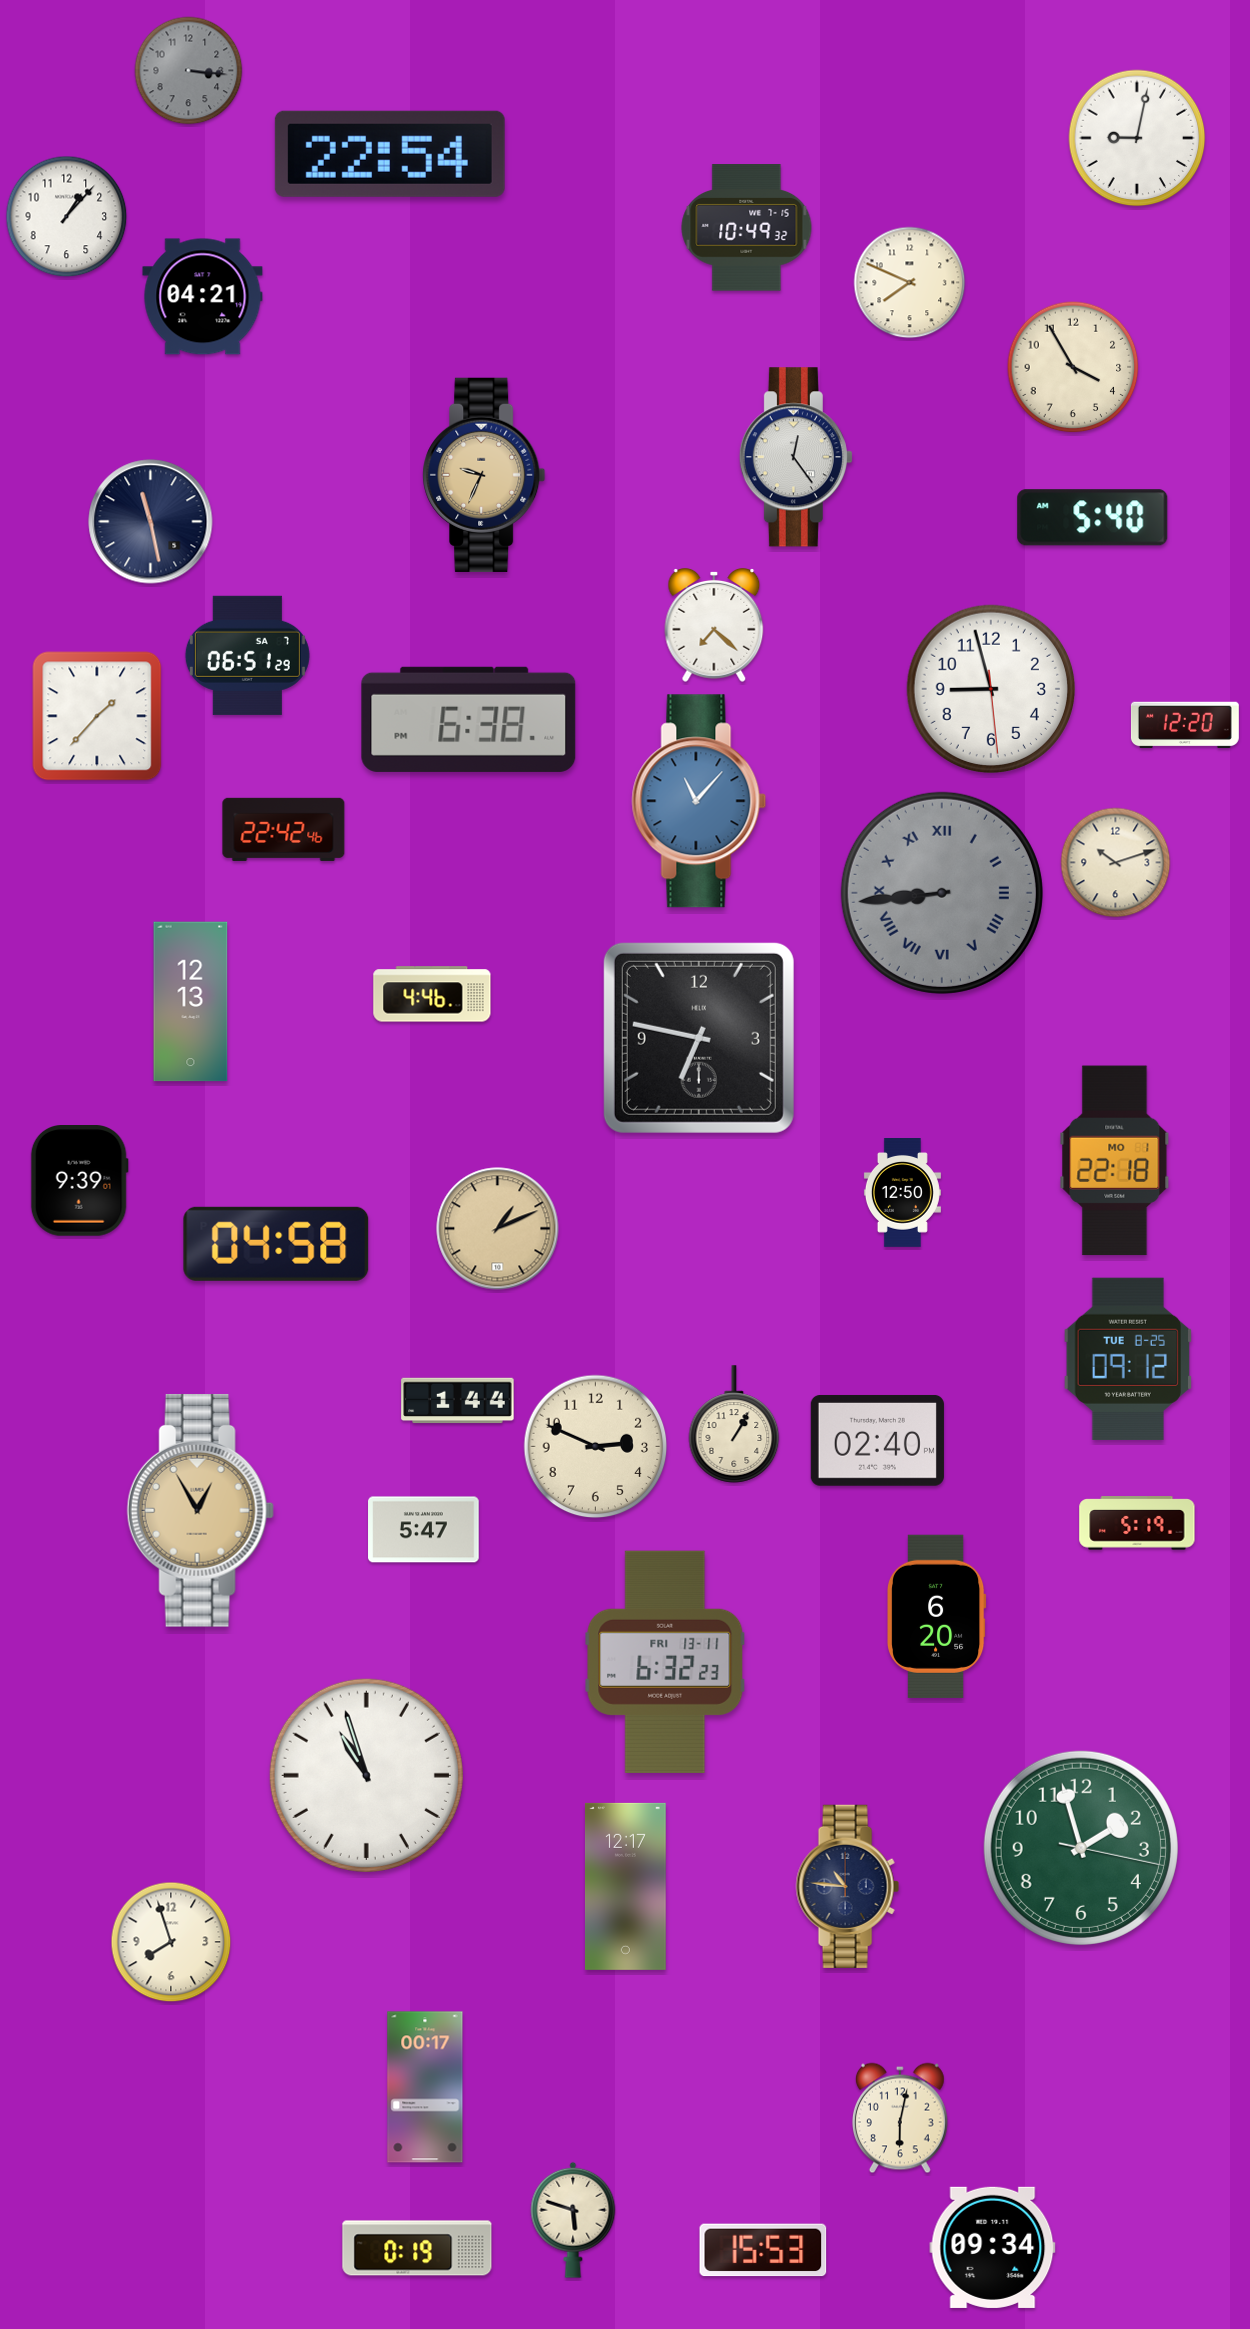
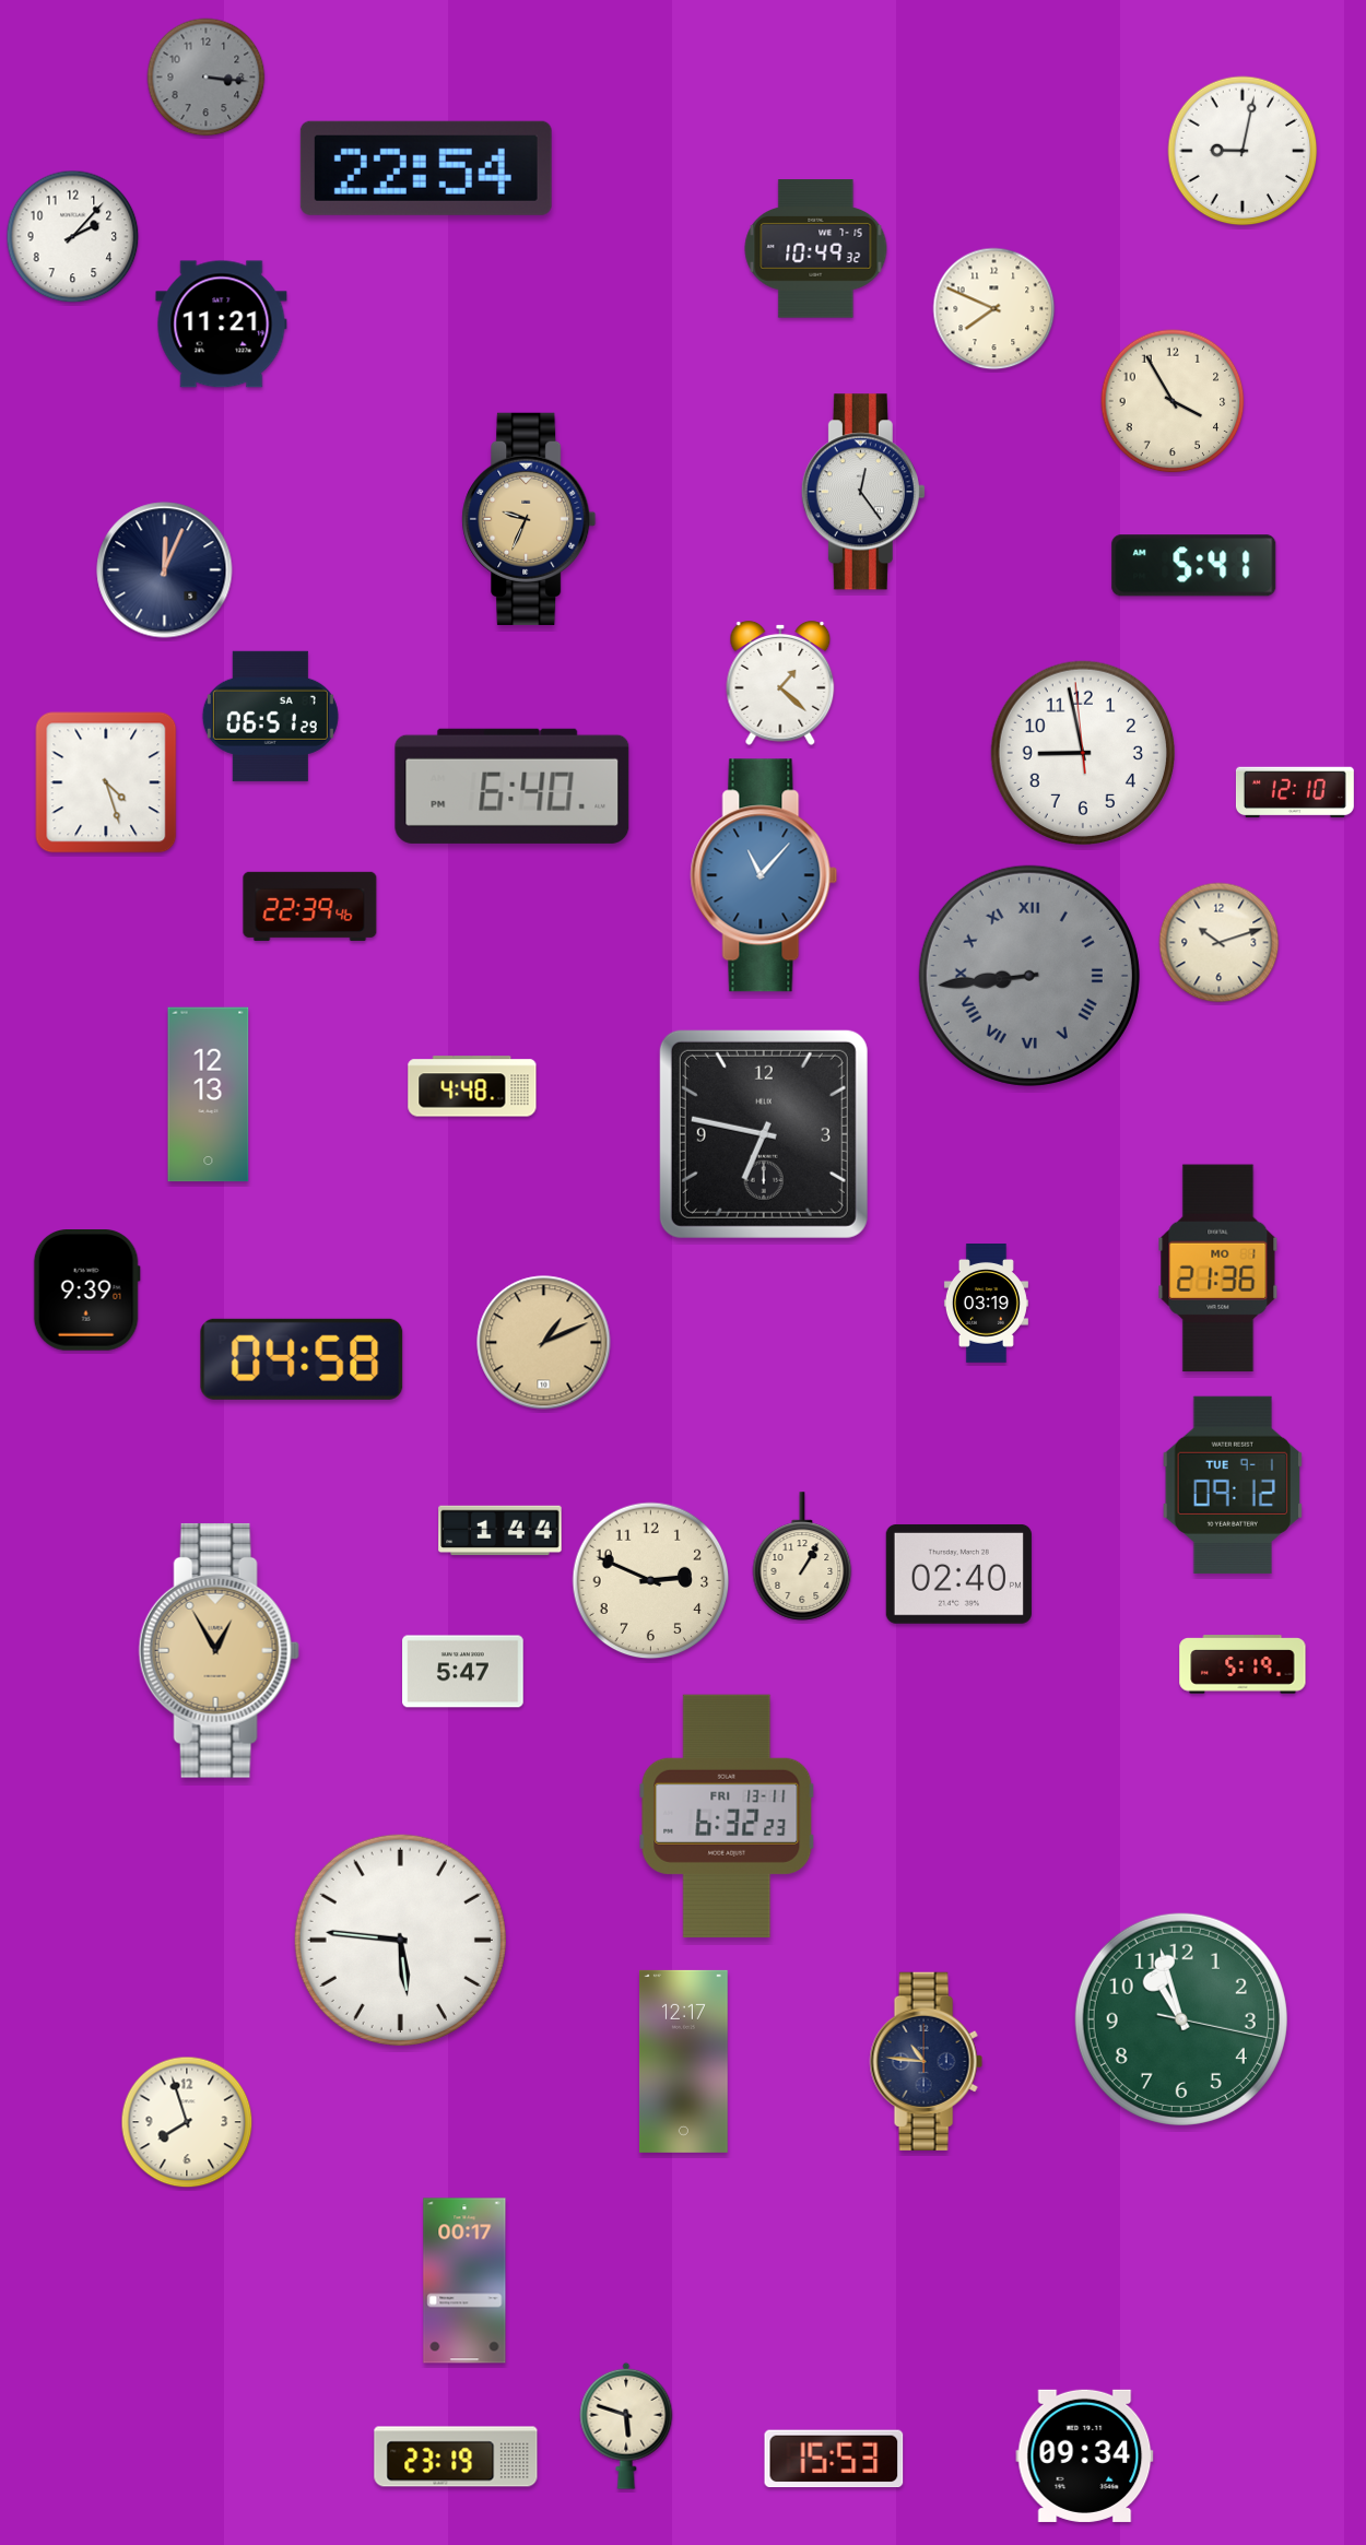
clock at (67, 217): 1:07 -> 2:07
clock at (203, 297): 04:21 -> 11:21
clock at (796, 457) position: (796, 457) -> (863, 492)
clock at (1093, 518): 5:40 -> 5:41
clock at (151, 522): 11:28 -> 12:04
clock at (714, 626): 7:22 -> 1:22
clock at (990, 688): 8:57:29 -> 8:57:59
clock at (97, 716): 1:37 -> 4:27
clock at (469, 719): 6:38 -> 6:40
clock at (1185, 725): 12:20 -> 12:10
clock at (284, 829): 22:42 -> 22:39
clock at (432, 994): 4:46 -> 4:48
clock at (1115, 1161): 22:18 -> 21:36
clock at (902, 1193): 12:50 -> 03:19
clock at (1127, 1359) date: TUE 8-25 -> TUE 9-1
clock at (937, 1616): 6:20 -> none
clock at (366, 1775): 10:57 -> 5:46
clock at (1081, 1848): 1:57 -> 10:57
clock at (900, 2118): 6:02 -> none
clock at (417, 2248): 0:19 -> 23:19
